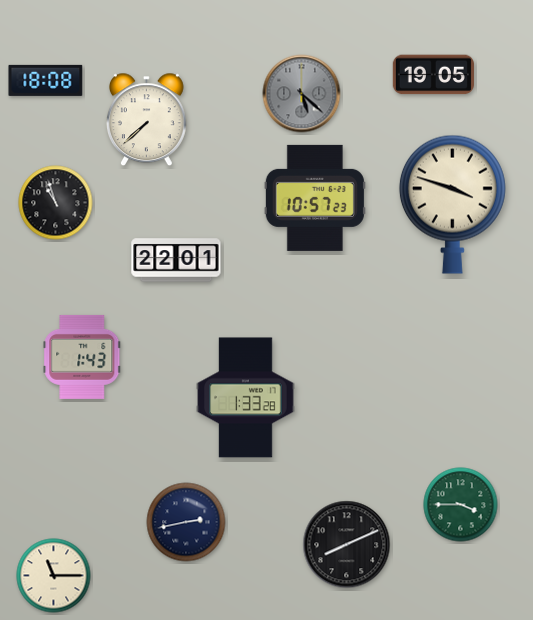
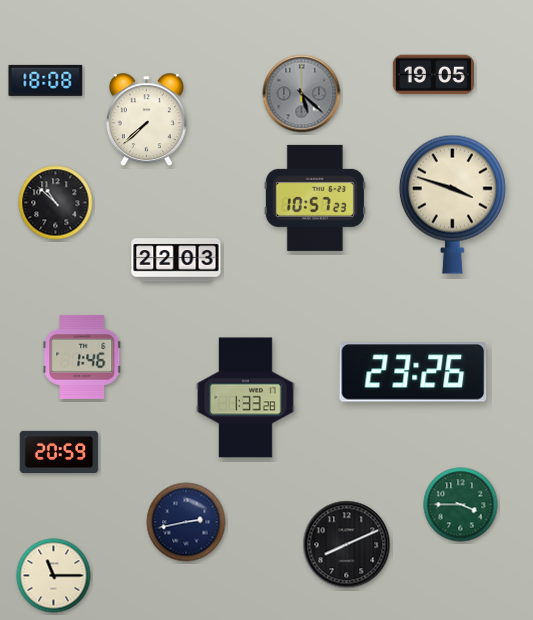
clock at (56, 203): 10:57 -> 10:52
clock at (176, 260): 22:01 -> 22:03
clock at (82, 357): 1:43 -> 1:46
clock at (413, 372): none -> 23:26
clock at (59, 451): none -> 20:59
